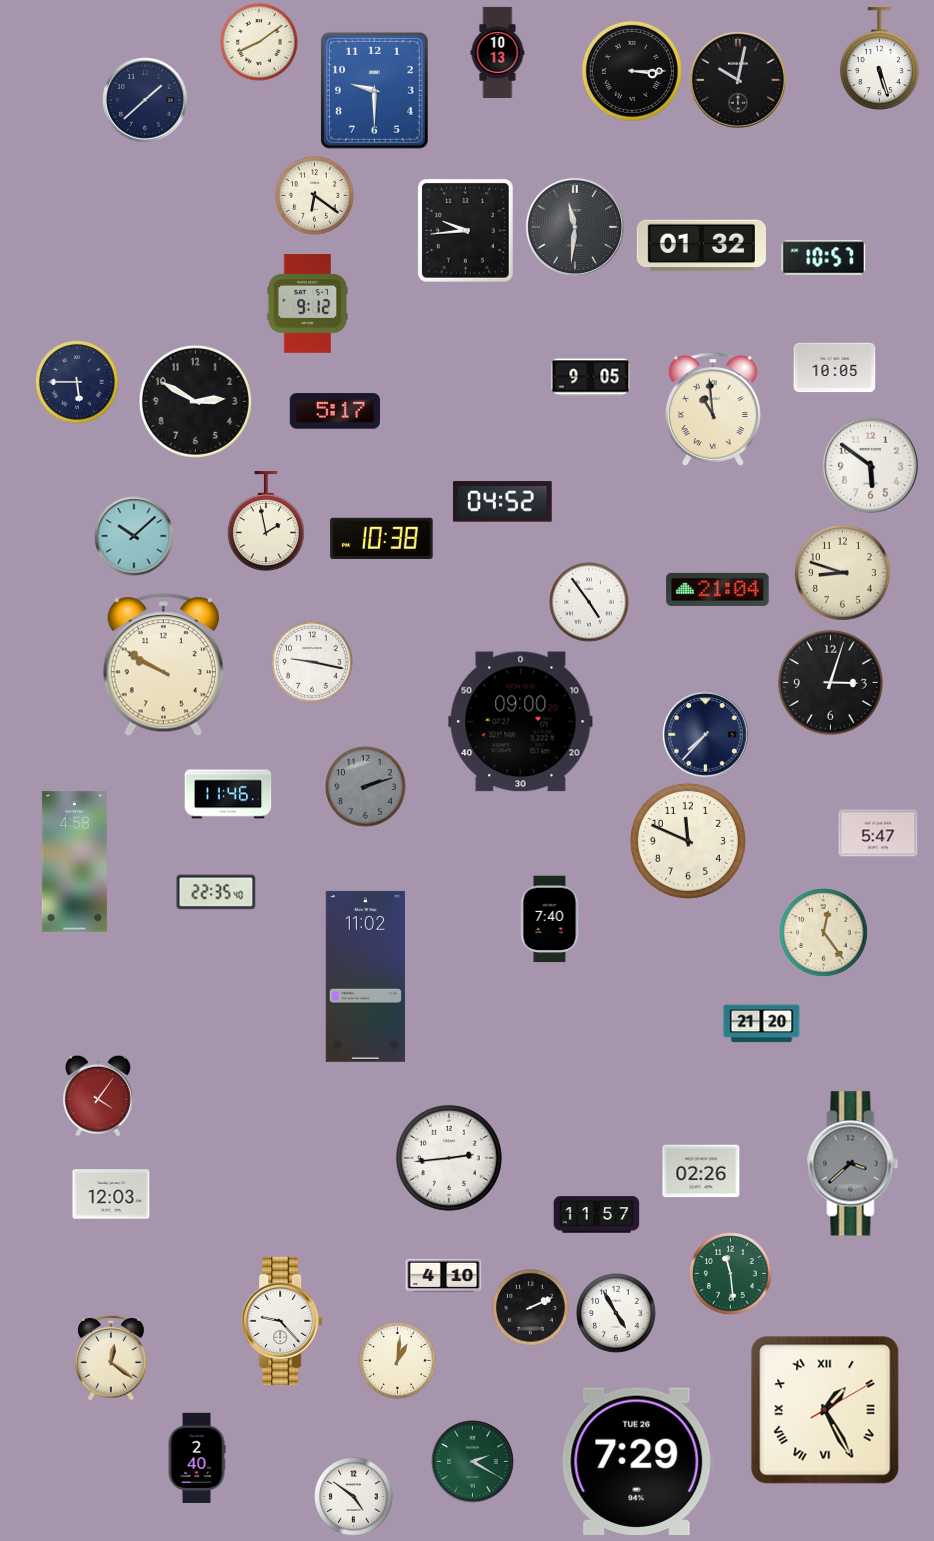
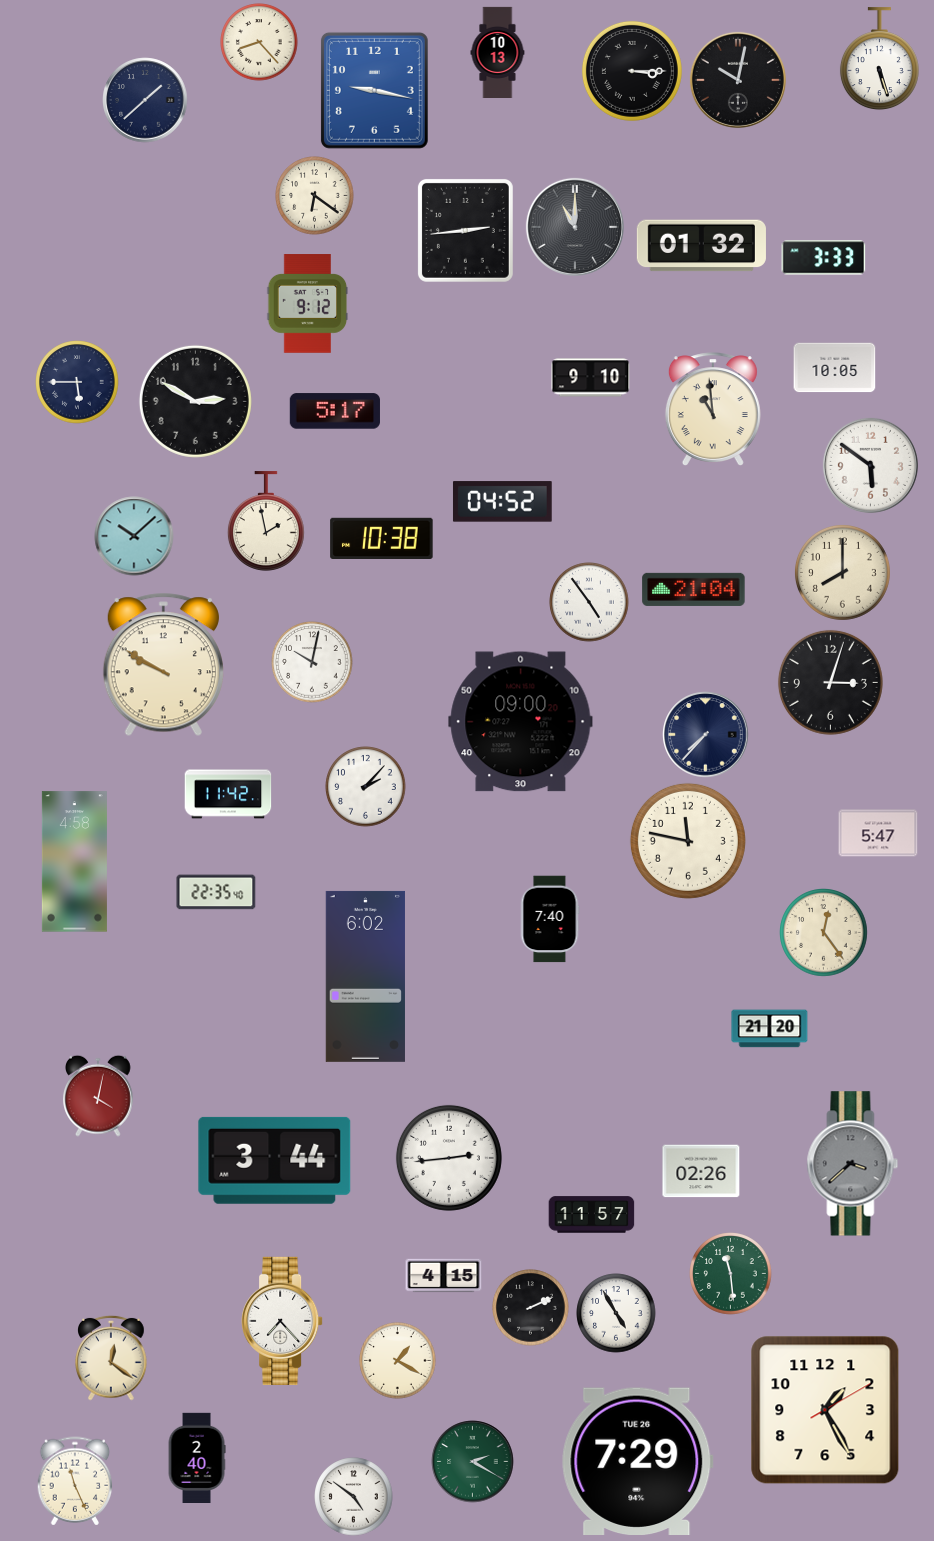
clock at (259, 42): 8:09 -> 8:23
clock at (374, 90): 9:30 -> 9:17
clock at (575, 227): 11:31 -> 11:00
clock at (465, 230): 9:44 -> 2:44
clock at (824, 258): 10:57 -> 3:33
clock at (591, 378): 9:05 -> 9:10
clock at (842, 572): 8:48 -> 8:00
clock at (718, 589) position: (718, 589) -> (694, 589)
clock at (312, 662): 9:17 -> 10:02
clock at (366, 787): 2:12 -> 2:07
clock at (366, 787) dial: grey -> white
clock at (228, 794): 11:46 -> 11:42
clock at (688, 841): 11:49 -> 11:47
clock at (365, 976): 11:02 -> 6:02
clock at (762, 1024) position: (762, 1024) -> (770, 1029)
clock at (99, 1096): 4:06 -> 4:02
clock at (275, 1160): none -> 3:44
clock at (111, 1194): 12:03 -> none
clock at (597, 1215) position: (597, 1215) -> (592, 1215)
clock at (444, 1276): 4:10 -> 4:15
clock at (282, 1321): 9:23 -> 7:23
clock at (398, 1361): 1:01 -> 1:20
clock at (825, 1410) numerals: Roman -> Arabic
clock at (75, 1481): none -> 11:26
